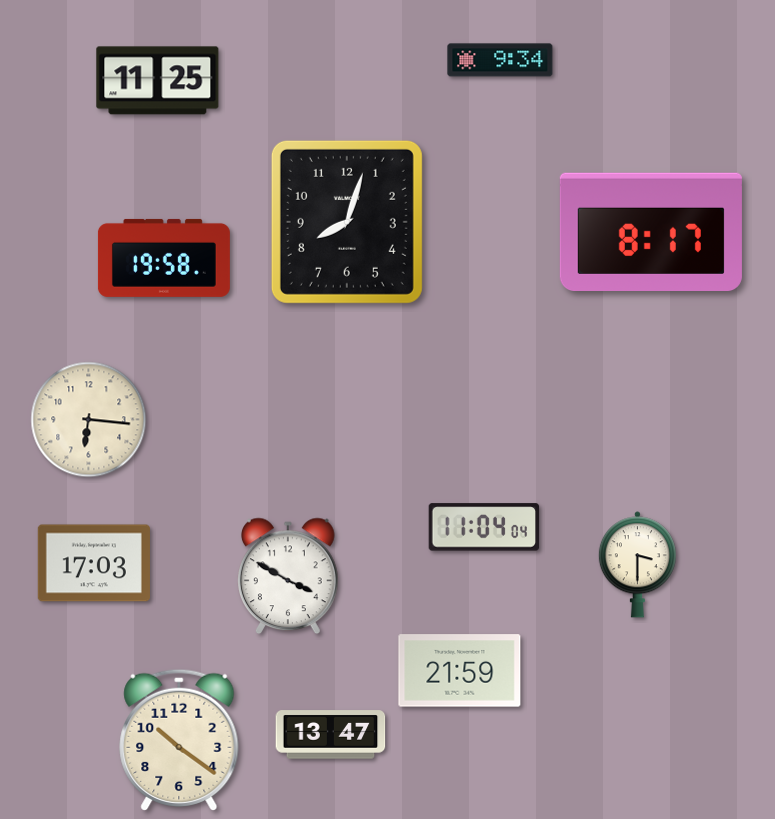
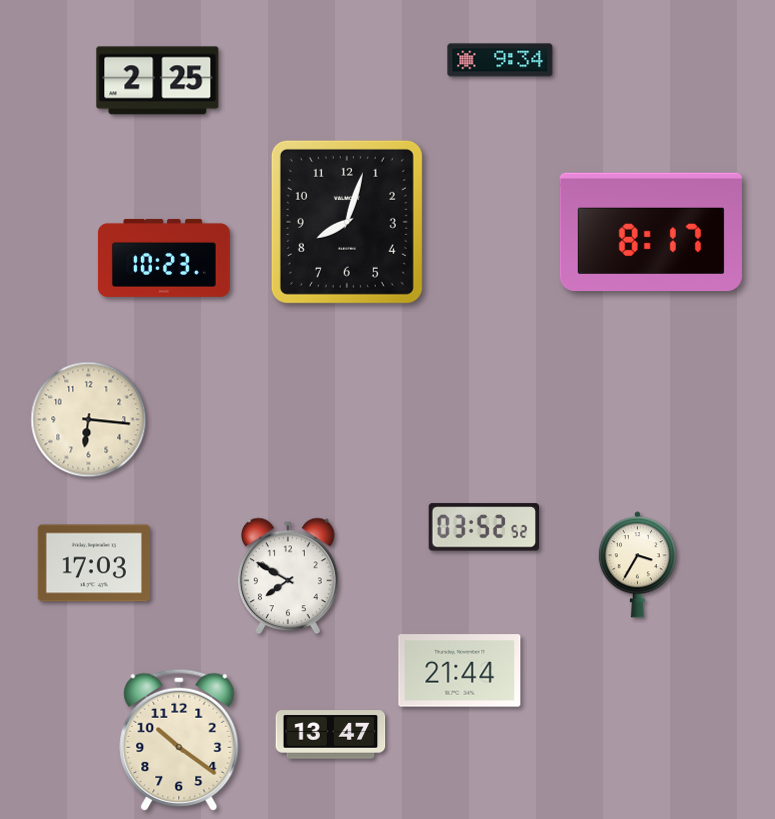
clock at (158, 81): 11:25 -> 2:25
clock at (164, 258): 19:58 -> 10:23
clock at (484, 527): 11:04 -> 03:52
clock at (637, 565): 3:30 -> 3:35
clock at (289, 576): 3:50 -> 7:50
clock at (460, 671): 21:59 -> 21:44
